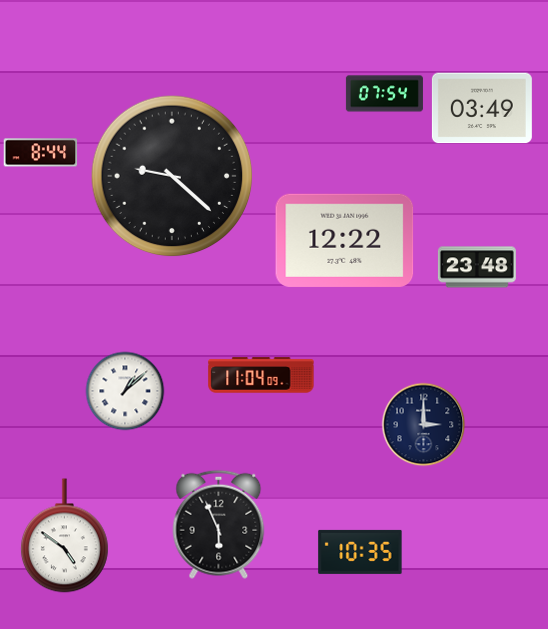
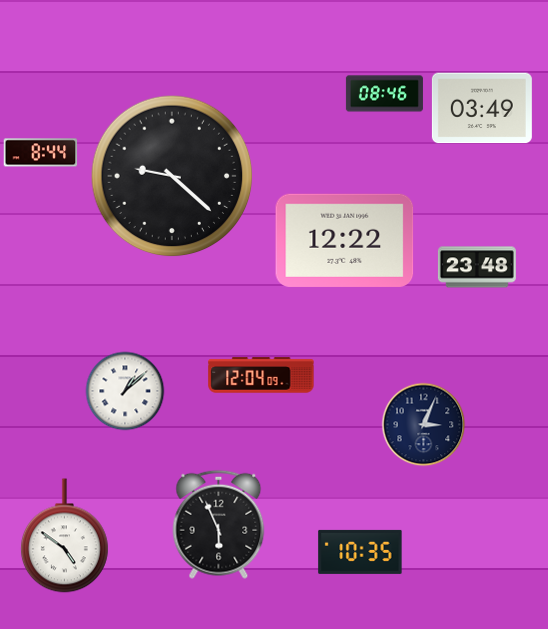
clock at (384, 94): 07:54 -> 08:46
clock at (261, 375): 11:04 -> 12:04
clock at (424, 425): 3:00 -> 3:04
